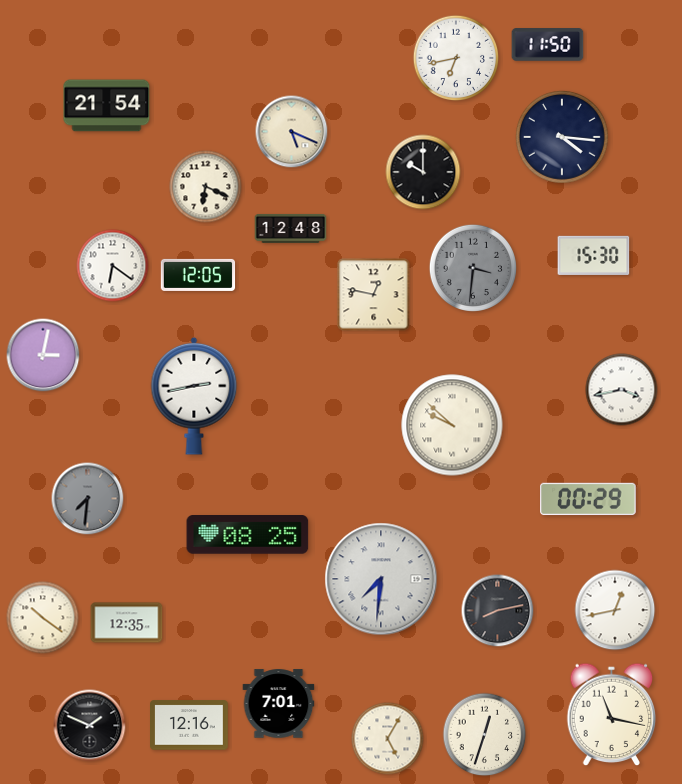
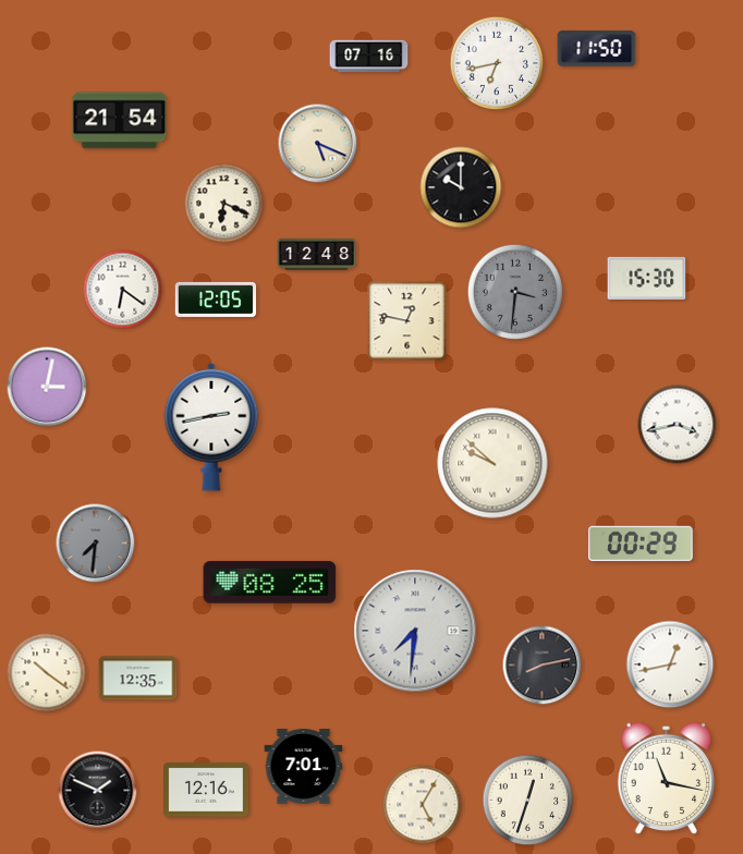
clock at (369, 57): none -> 07:16
clock at (107, 106) position: (107, 106) -> (120, 121)
clock at (562, 137): 4:16 -> none
clock at (291, 228) position: (291, 228) -> (317, 254)
clock at (194, 396) position: (194, 396) -> (211, 427)
